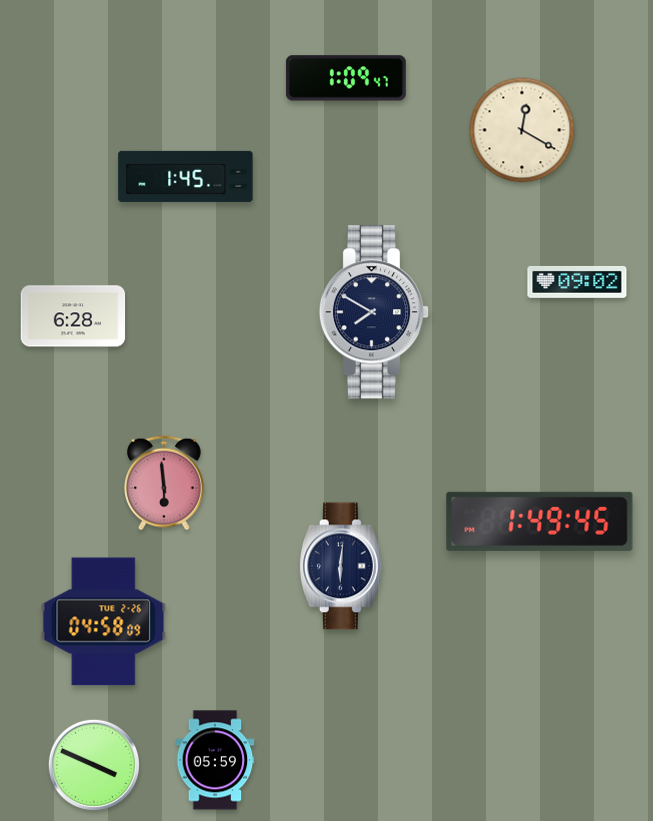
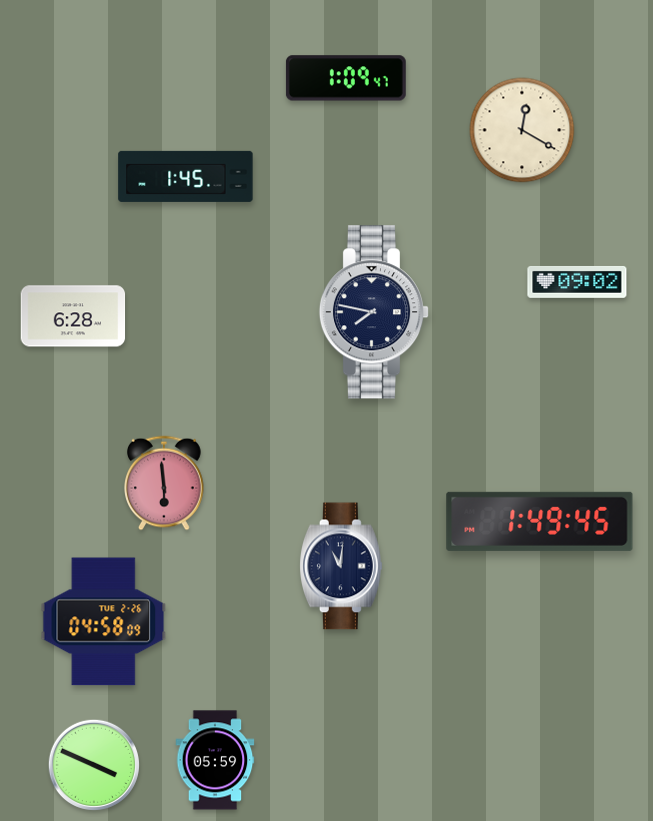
clock at (374, 312): 7:50 -> 7:47
clock at (341, 566): 6:01 -> 11:01
